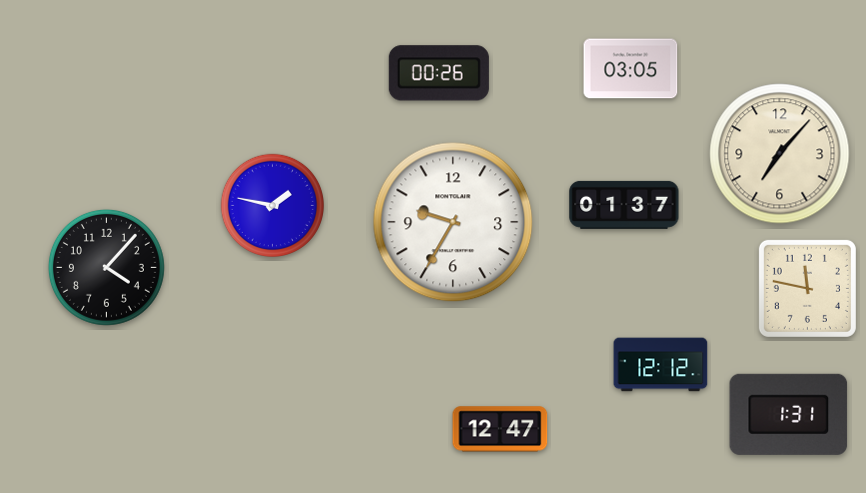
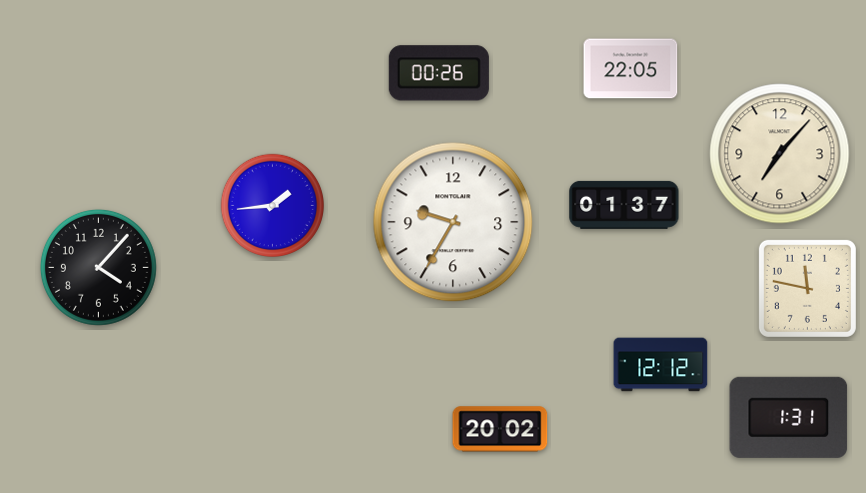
clock at (631, 69): 03:05 -> 22:05
clock at (272, 205): 1:47 -> 1:44
clock at (106, 267) position: (106, 267) -> (98, 267)
clock at (789, 414) position: (789, 414) -> (789, 417)
clock at (500, 429): 12:47 -> 20:02
